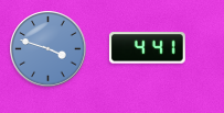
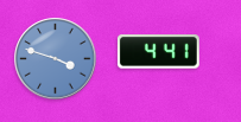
clock at (49, 49) position: (49, 49) -> (56, 59)
